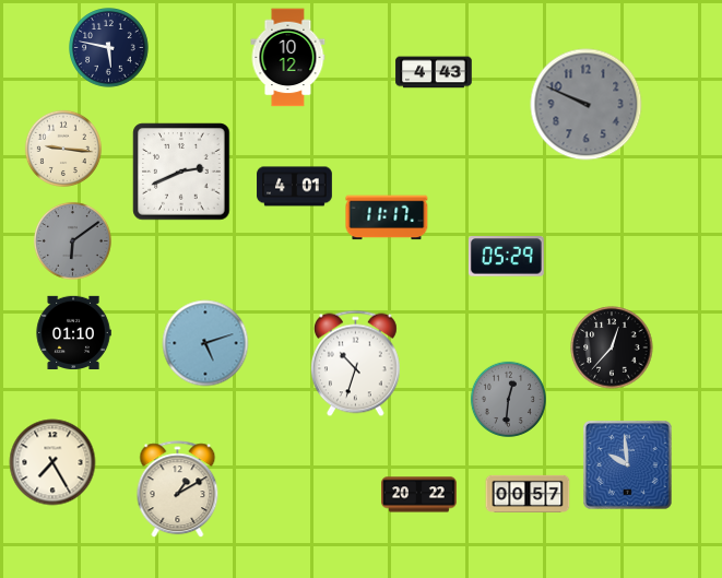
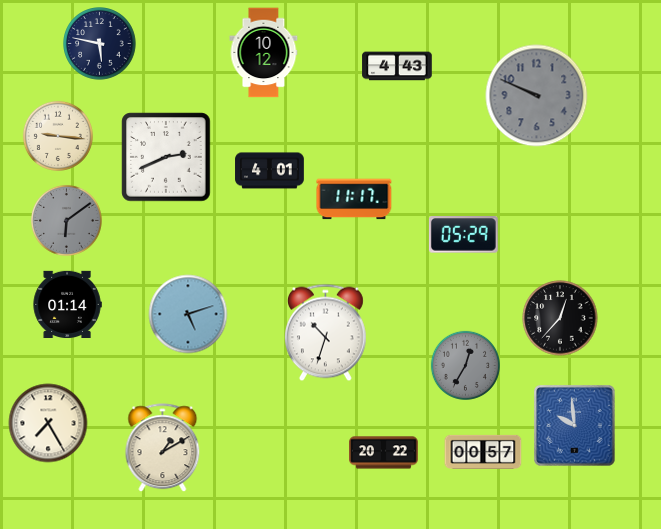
clock at (73, 332): 01:10 -> 01:14
clock at (508, 399): 12:31 -> 12:35
